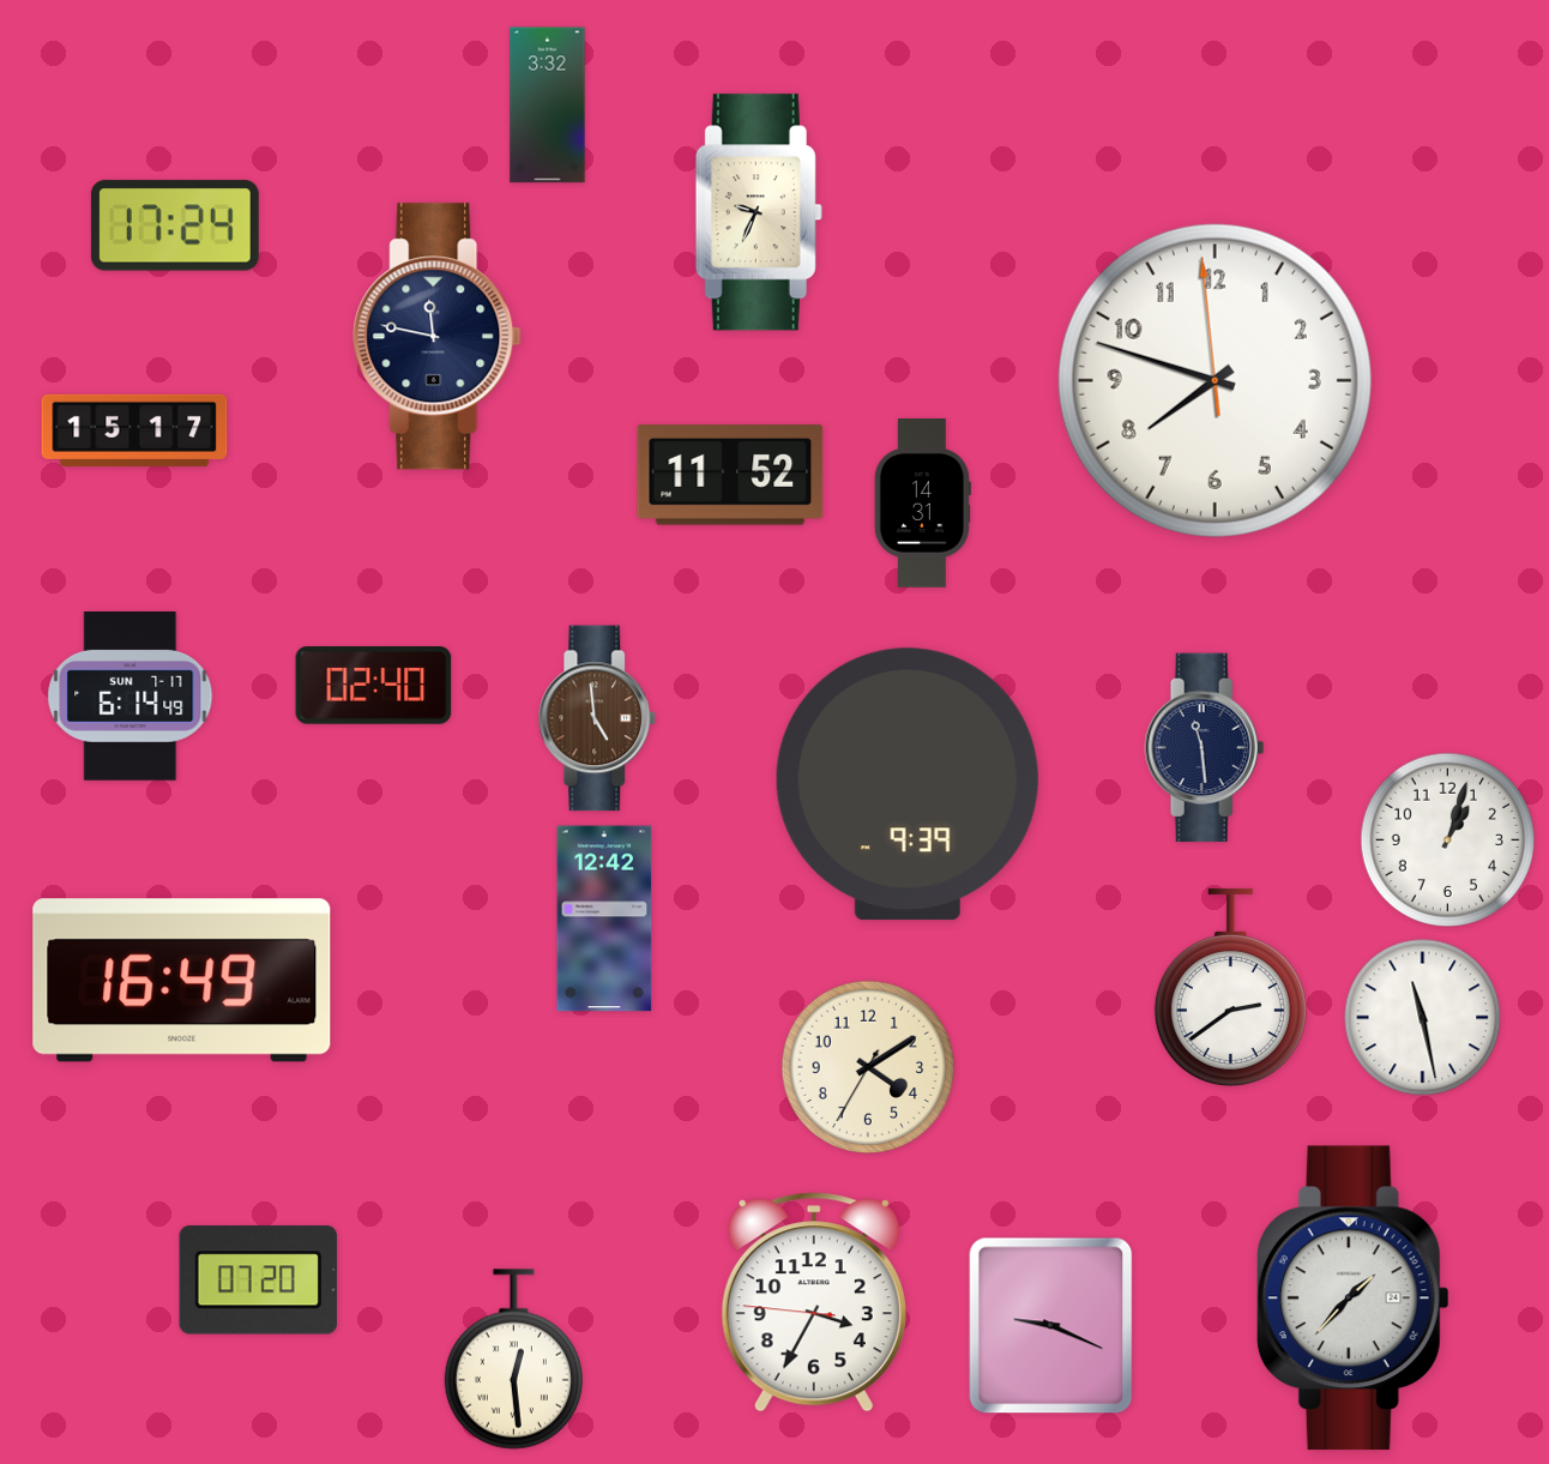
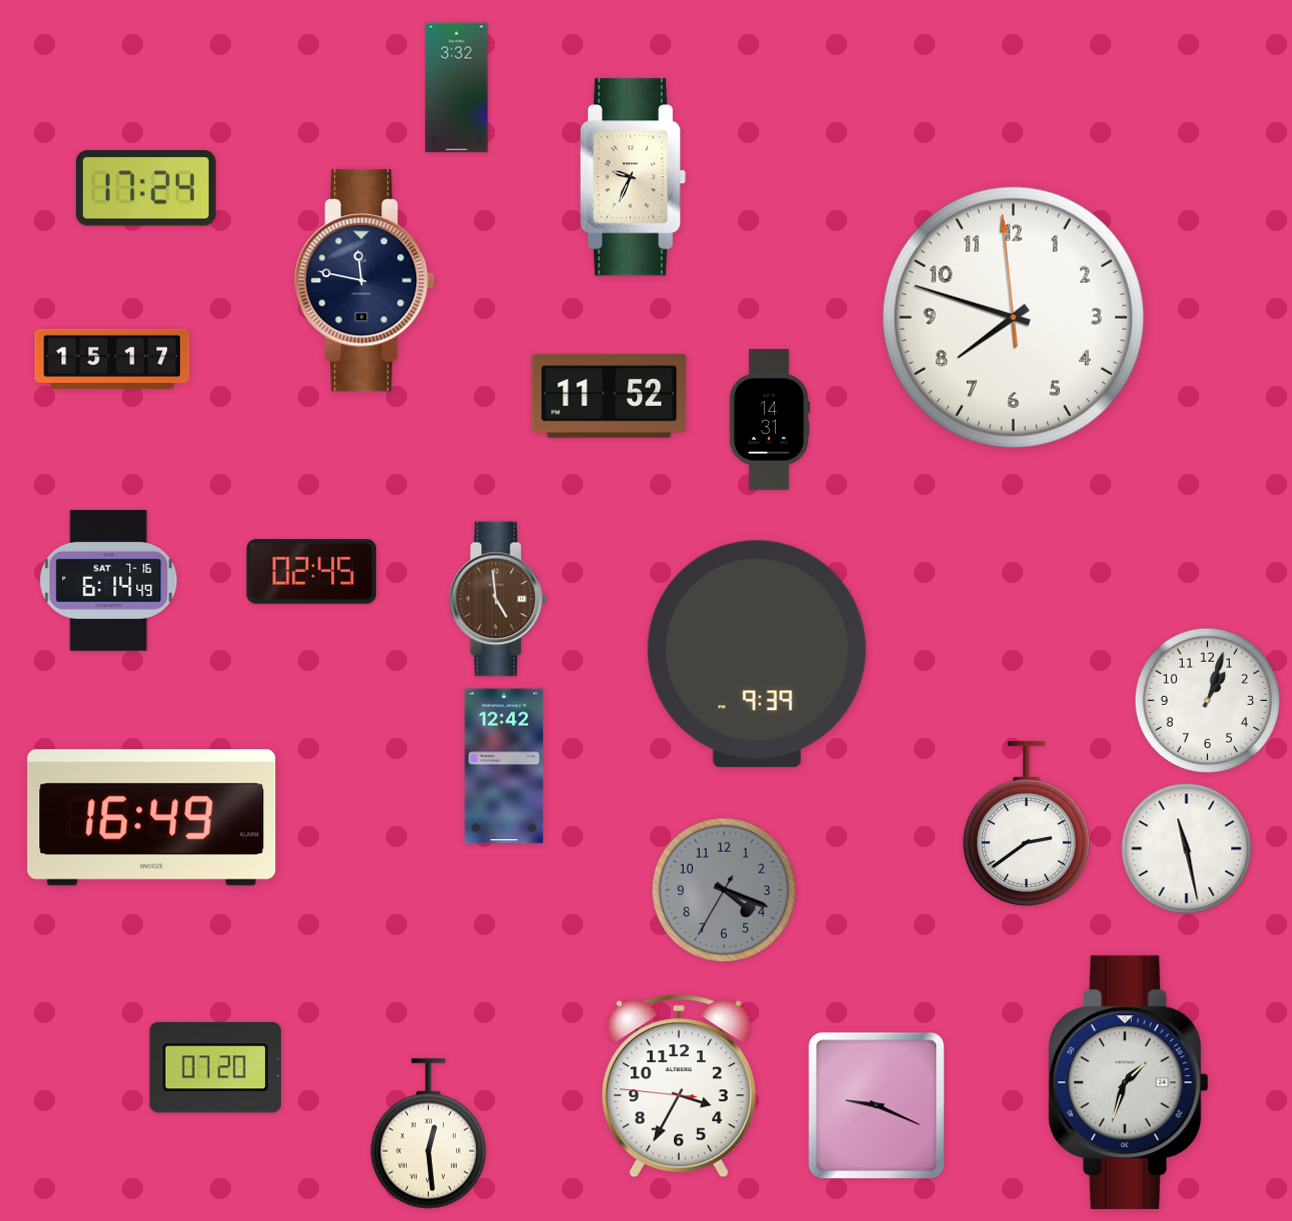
clock at (374, 686): 02:40 -> 02:45
clock at (131, 695) date: SUN 7-17 -> SAT 7-16
clock at (1205, 748): 11:29 -> none
clock at (868, 1067): 4:09 -> 4:18
clock at (868, 1067) dial: cream -> grey
clock at (1352, 1299): 1:37 -> 1:33
